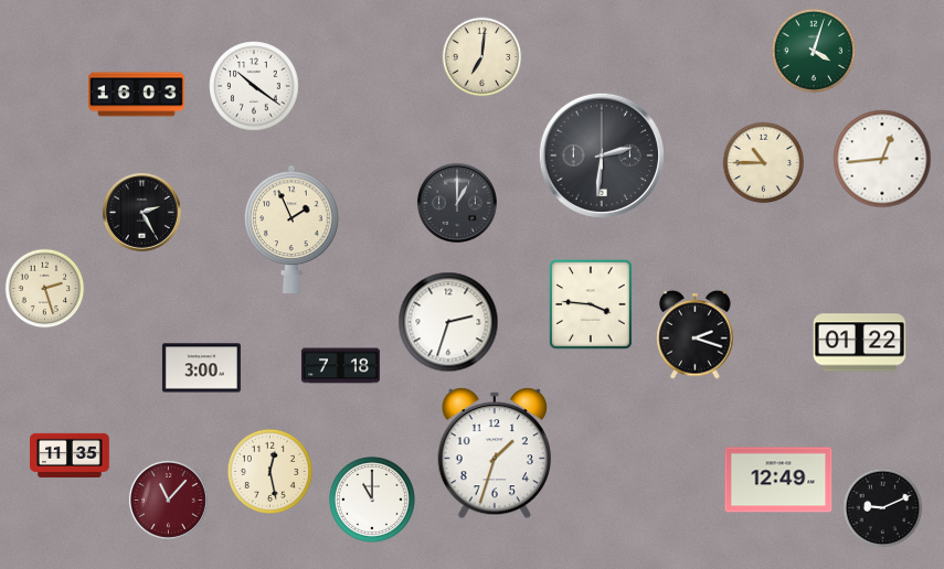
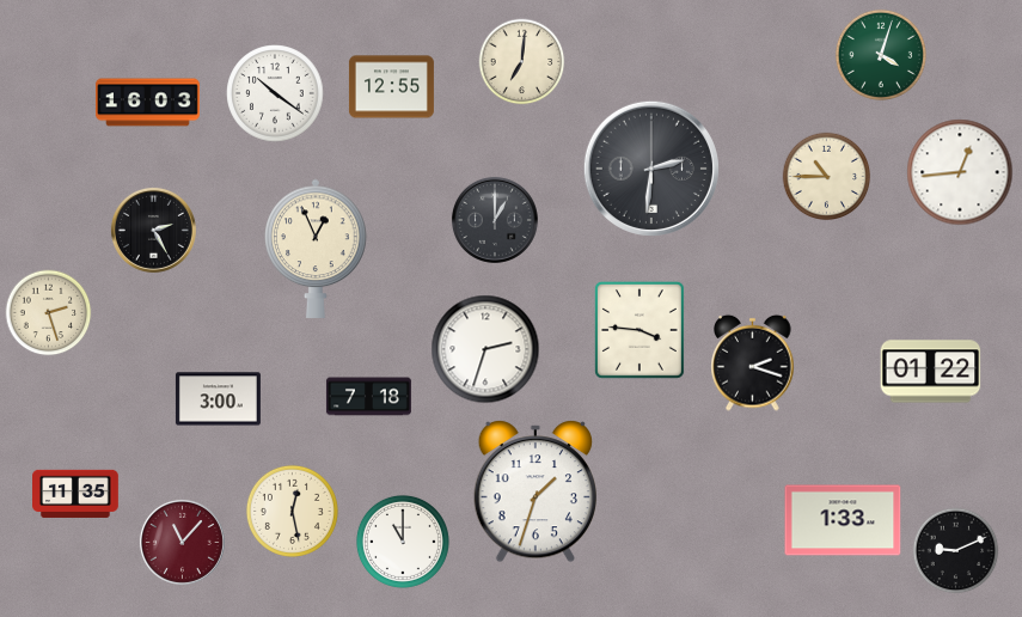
clock at (391, 87): none -> 12:55
clock at (882, 159) position: (882, 159) -> (960, 172)
clock at (291, 229): 1:56 -> 12:56
clock at (778, 480): 12:49 -> 1:33
